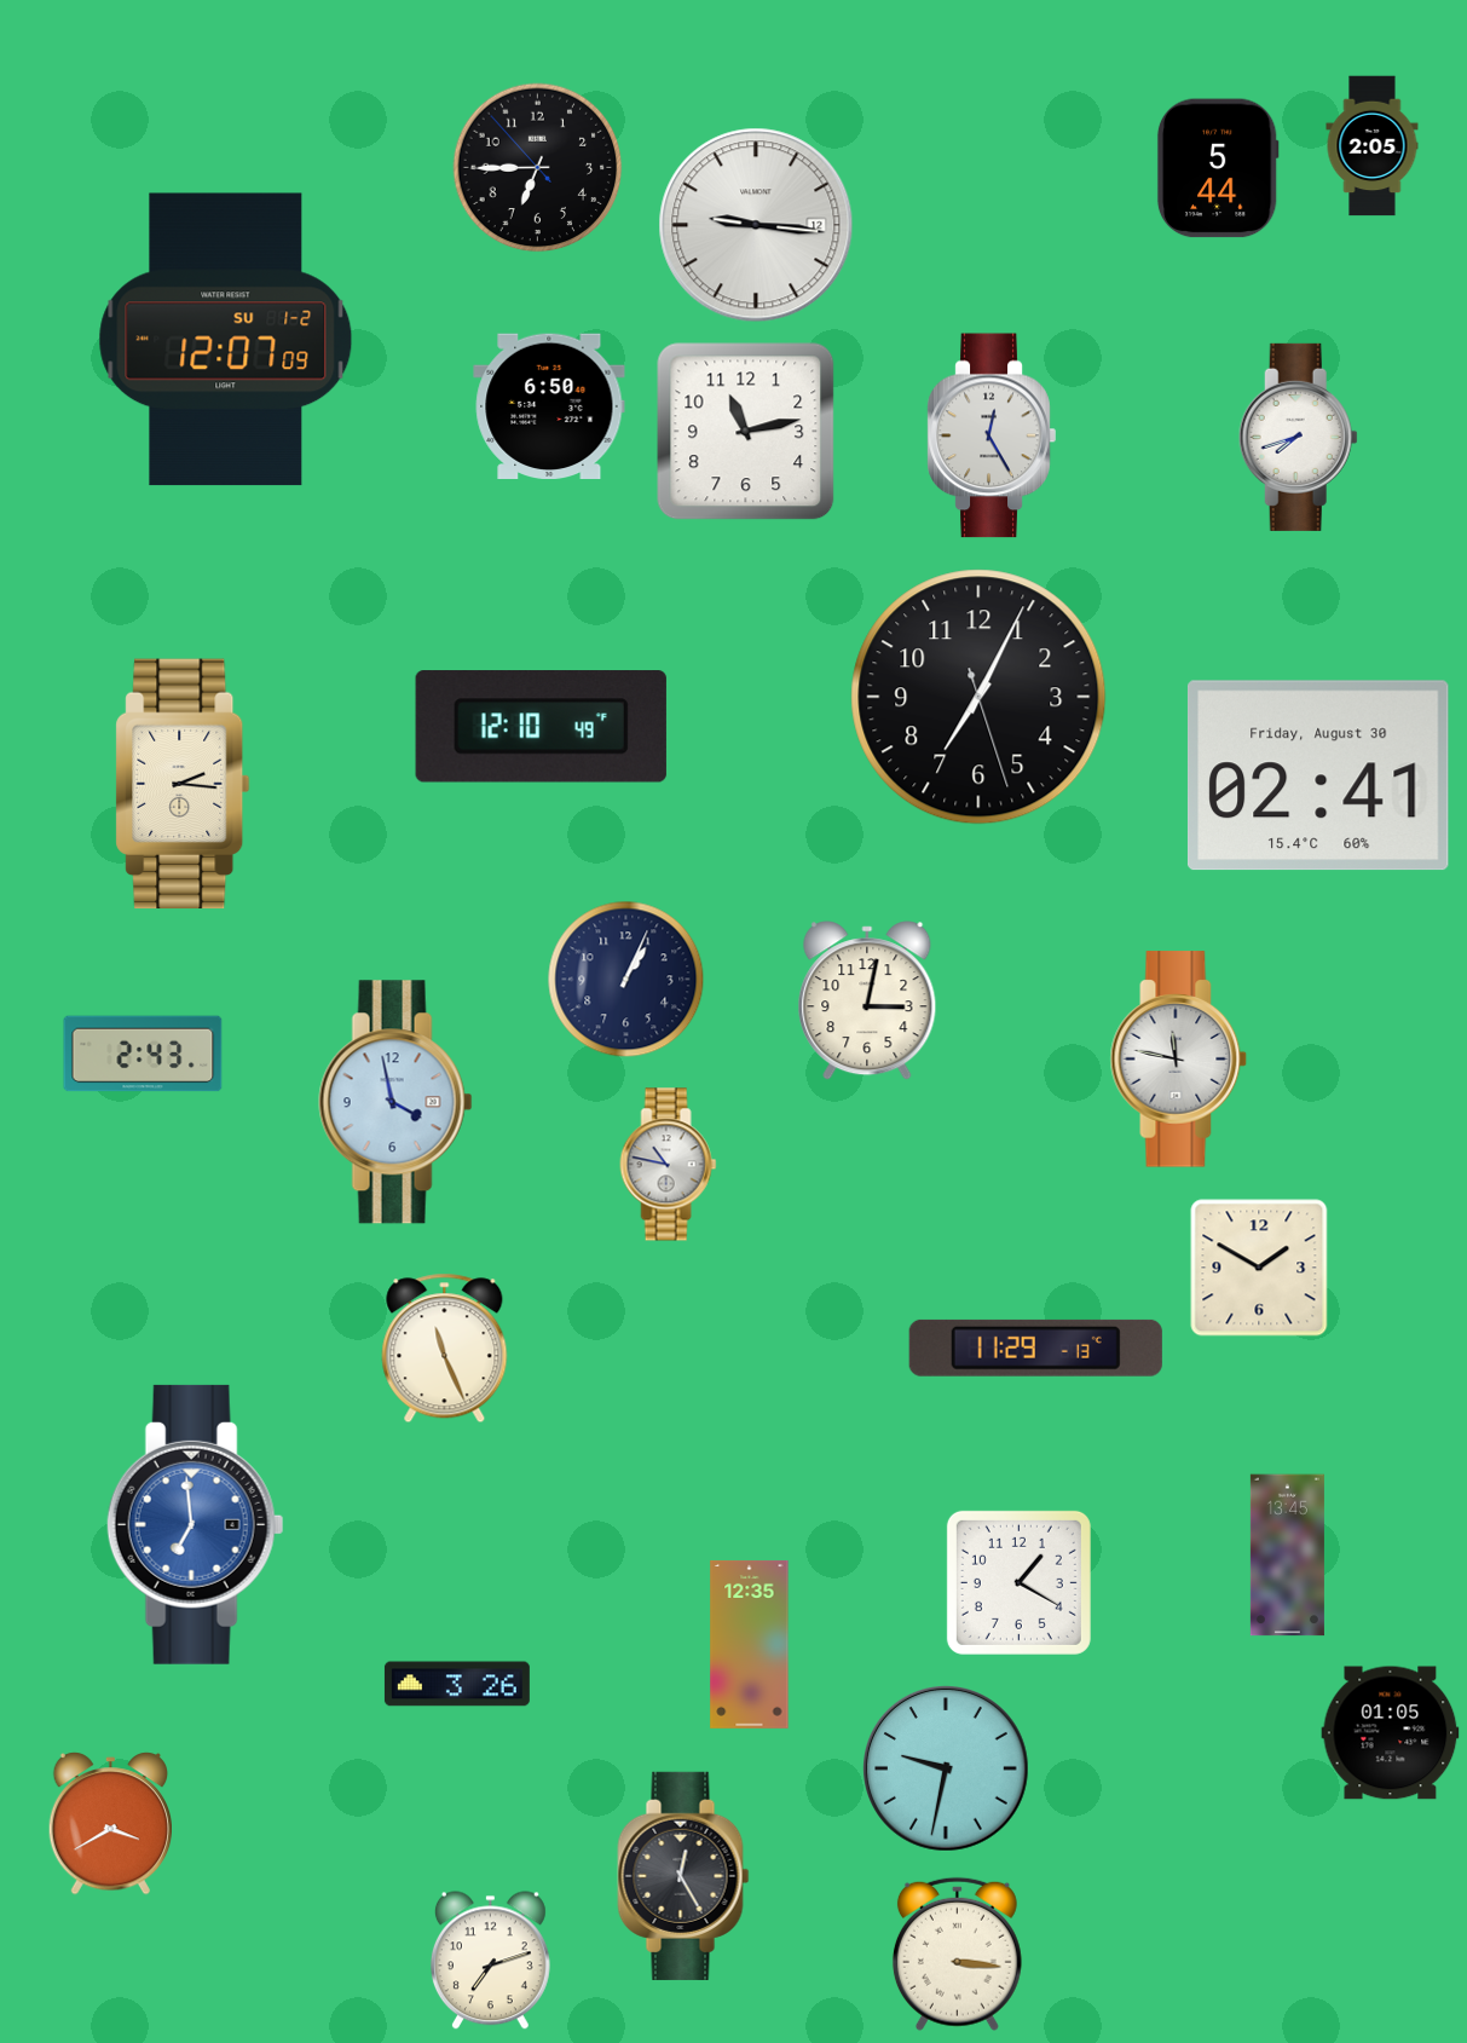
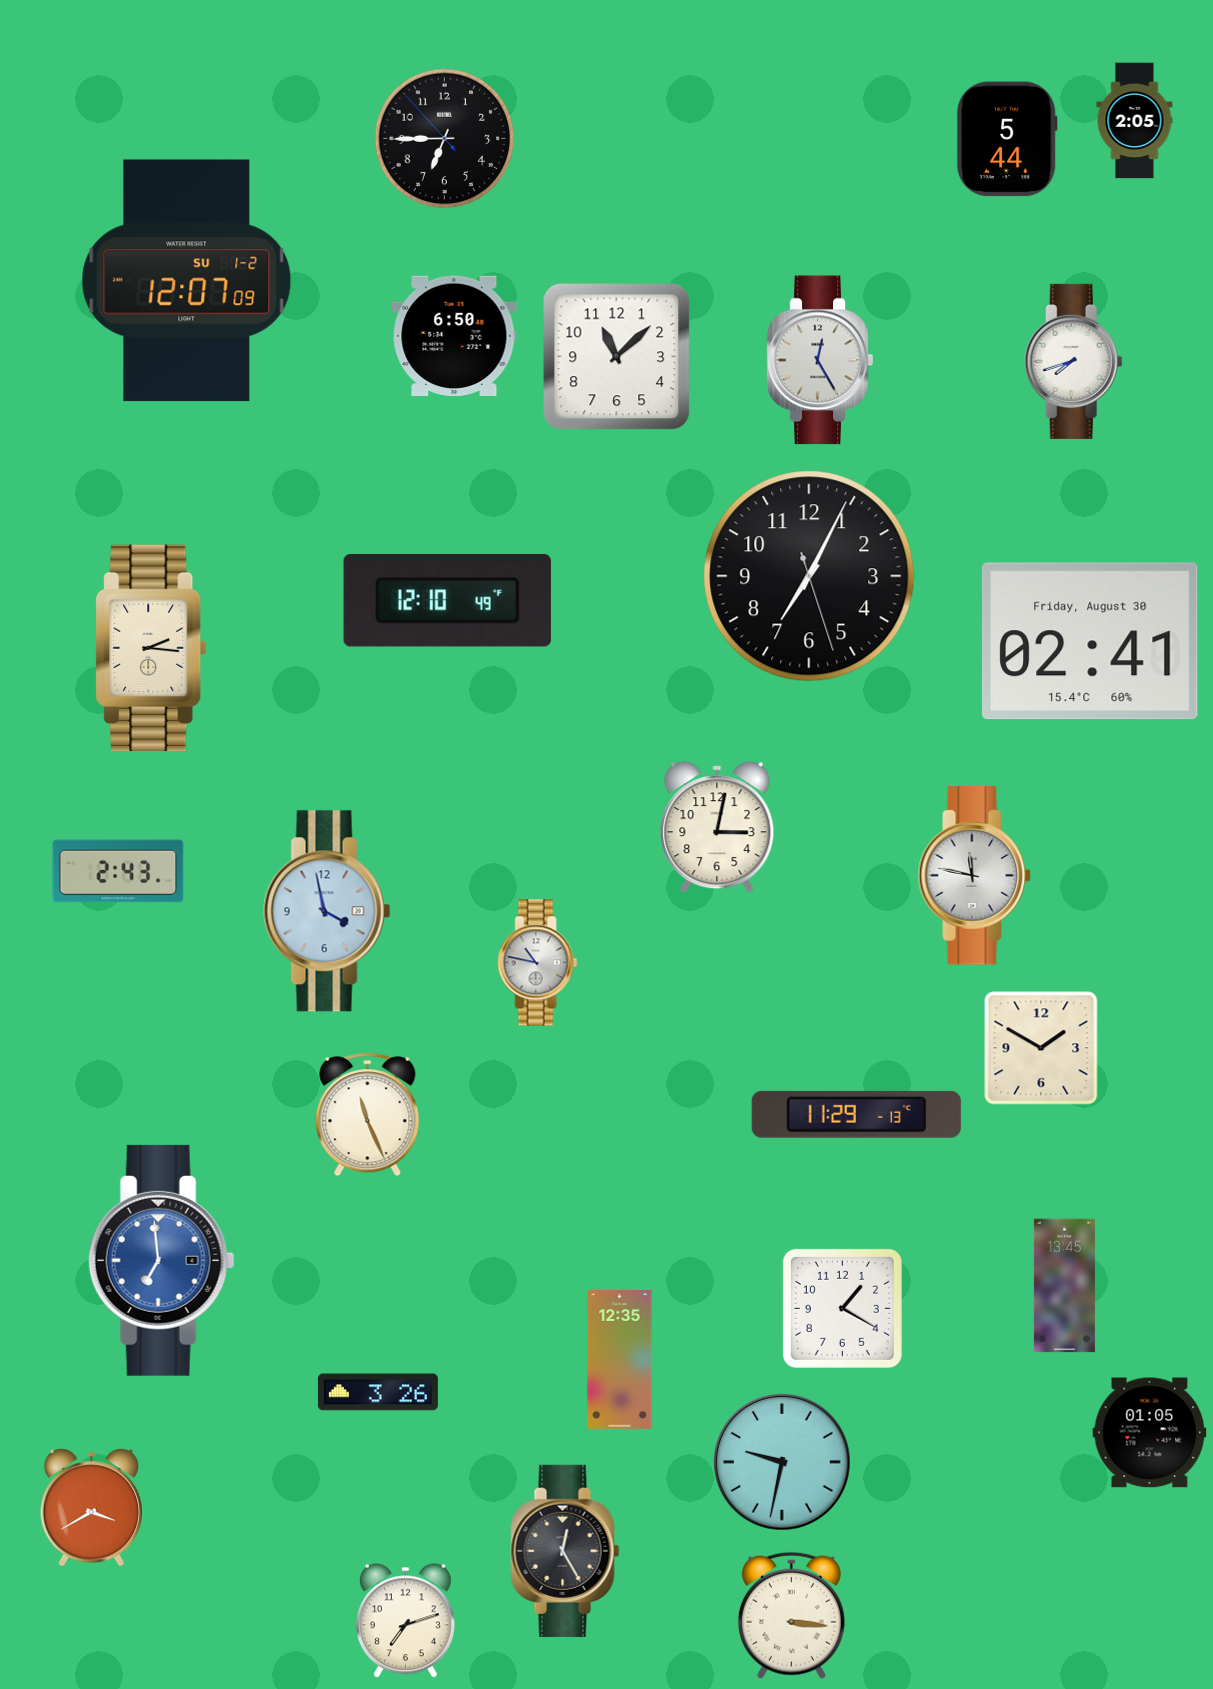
clock at (756, 225): 9:16 -> none
clock at (746, 432): 11:13 -> 11:08
clock at (626, 980): 1:04 -> none
clock at (669, 1165) position: (669, 1165) -> (538, 963)
